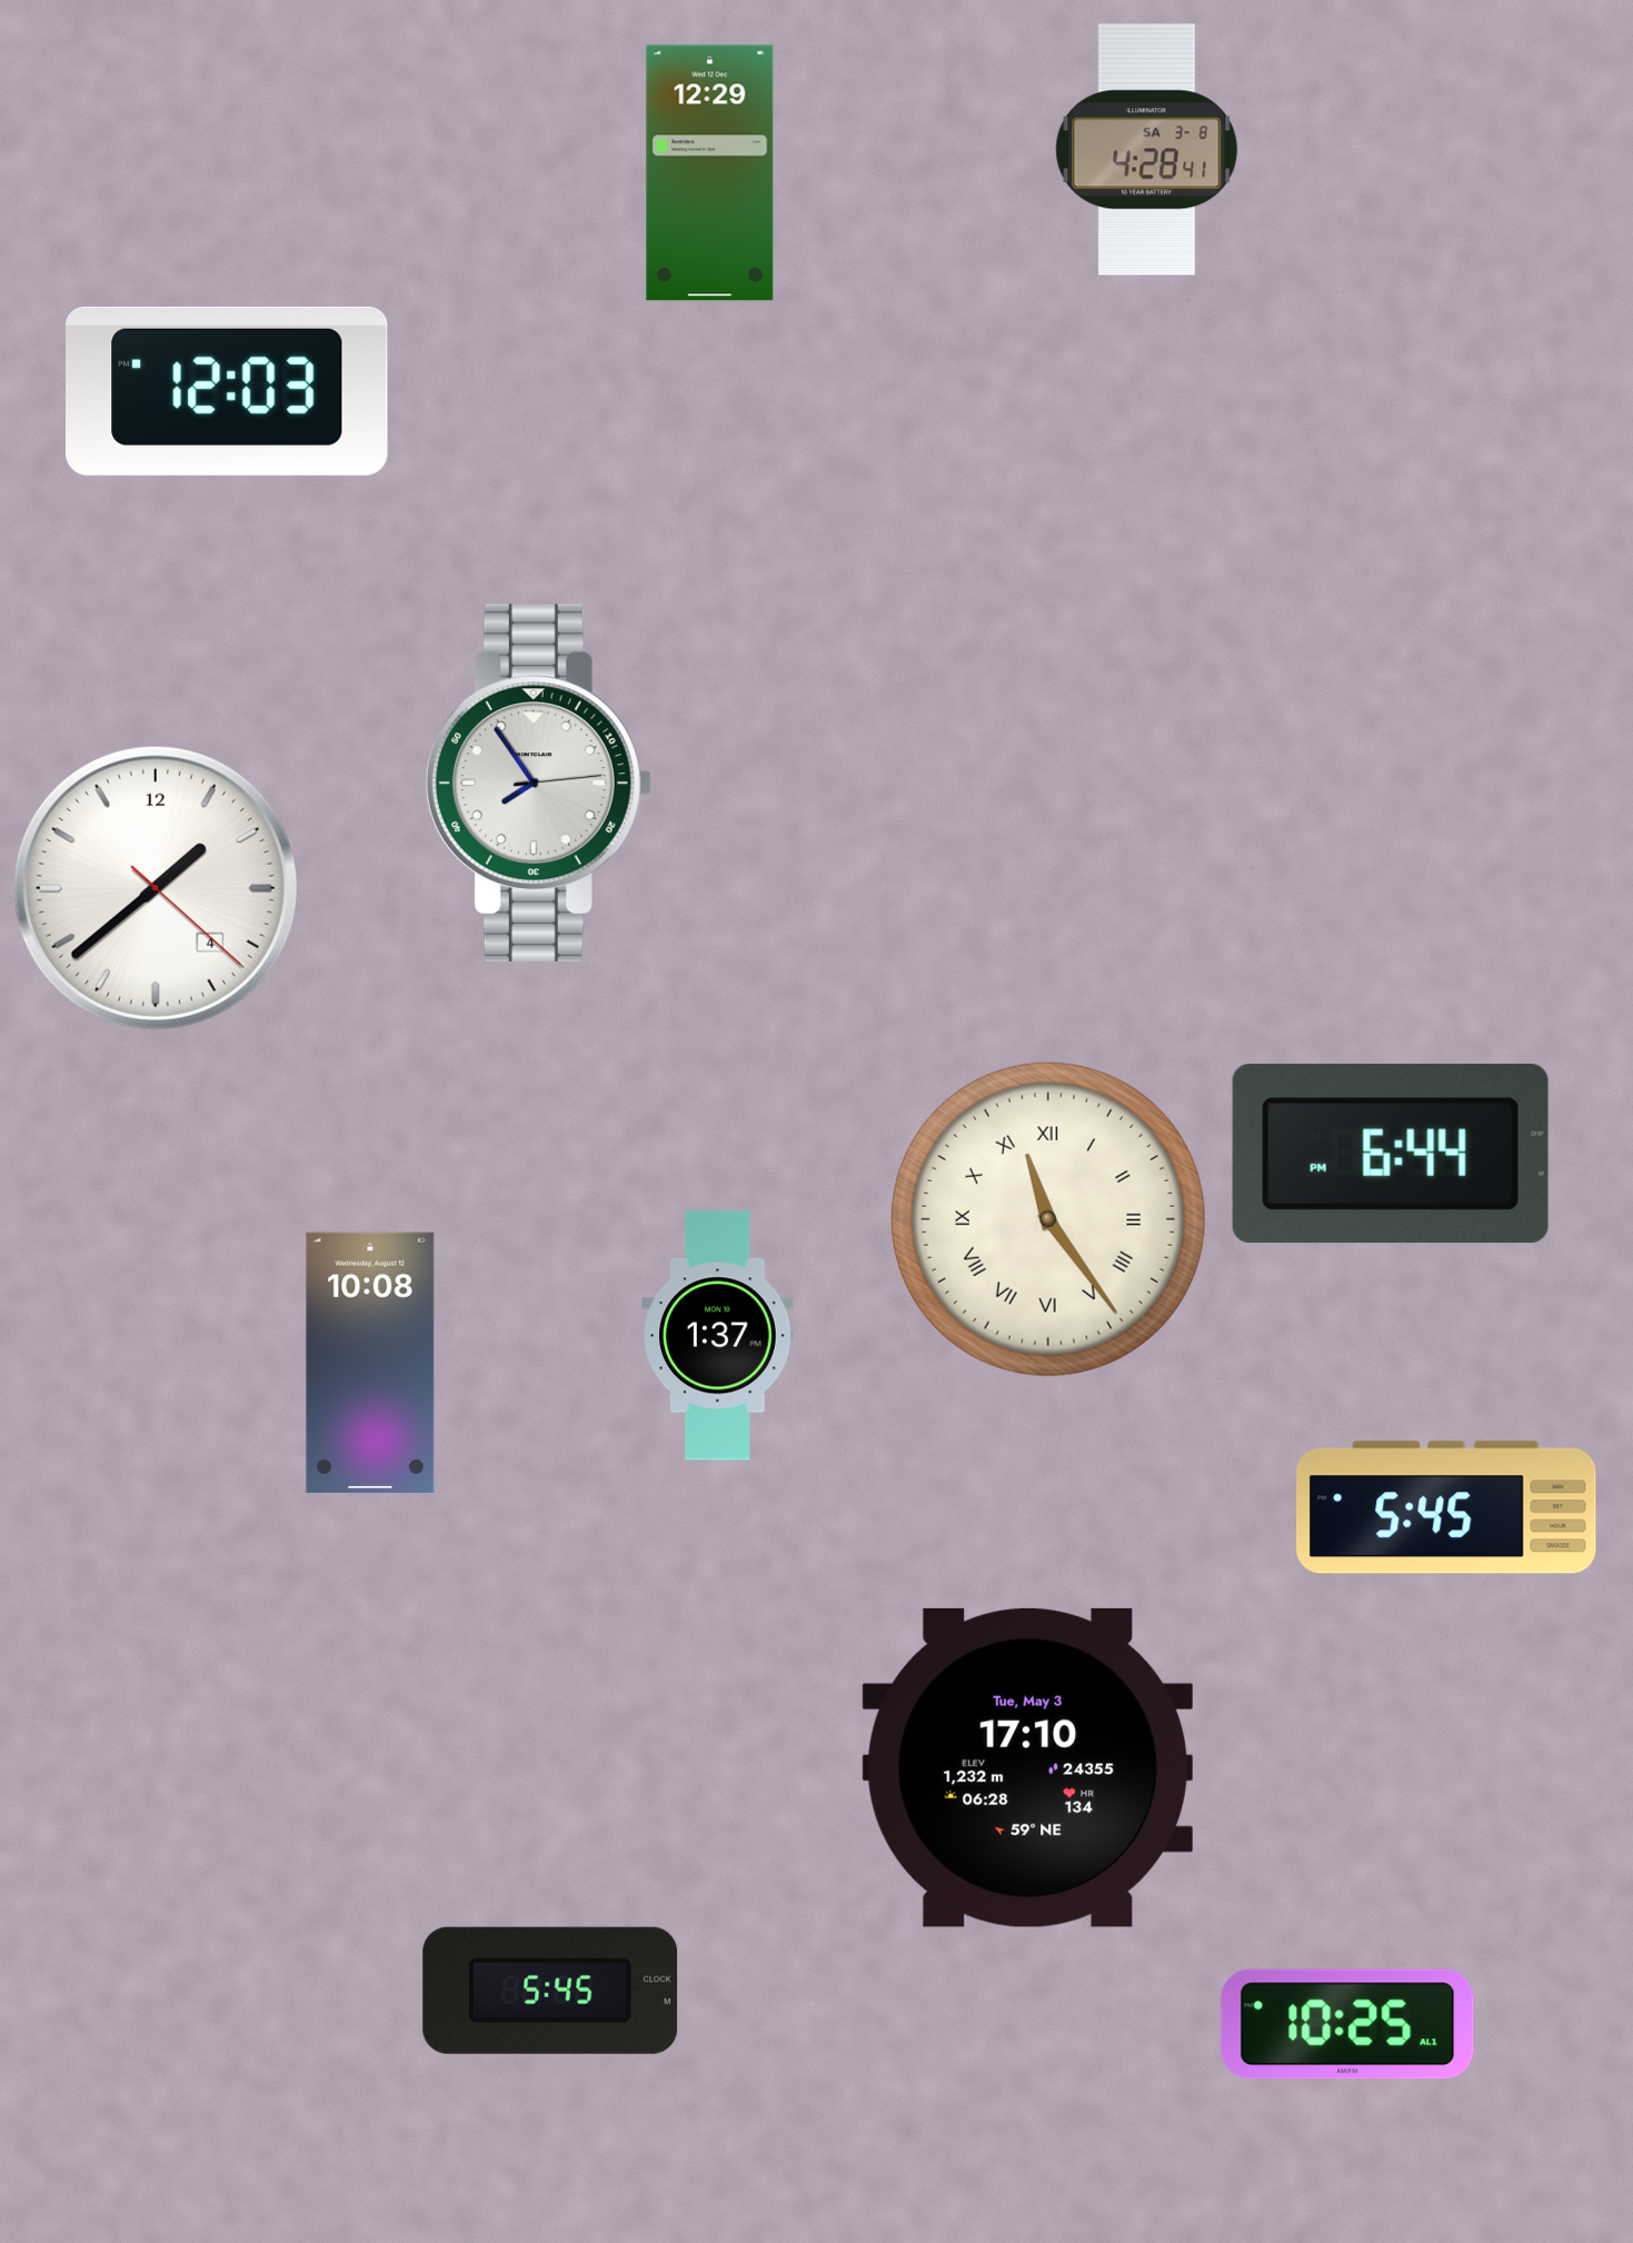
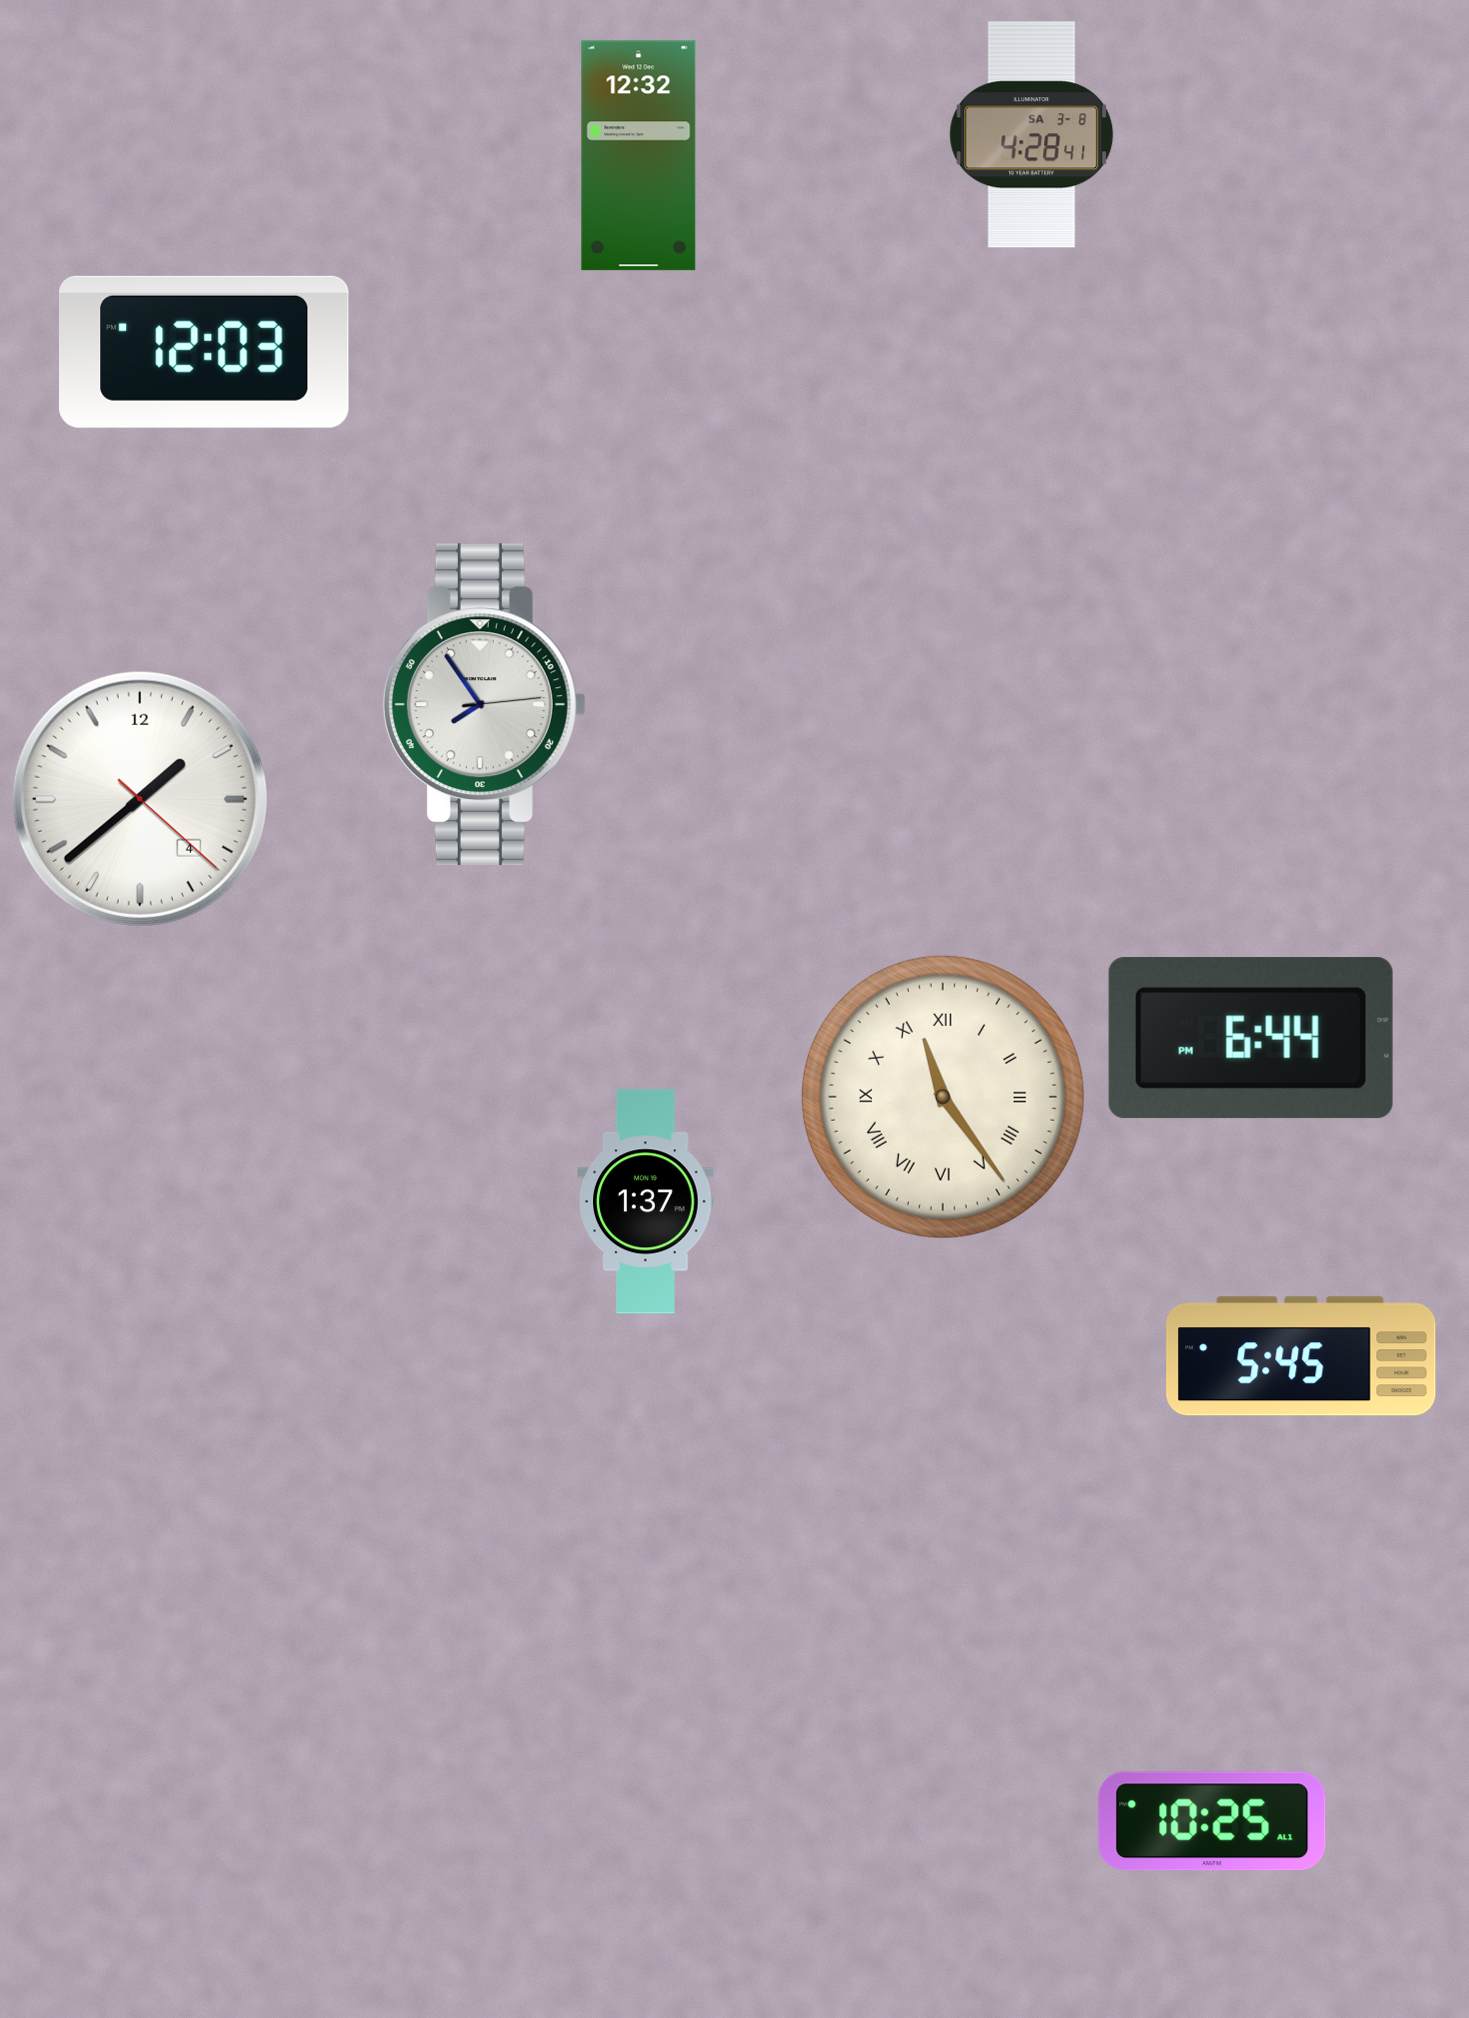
clock at (710, 173): 12:29 -> 12:32
clock at (370, 1362): 10:08 -> none
clock at (1028, 1767): 17:10 -> none
clock at (550, 1991): 5:45 -> none
